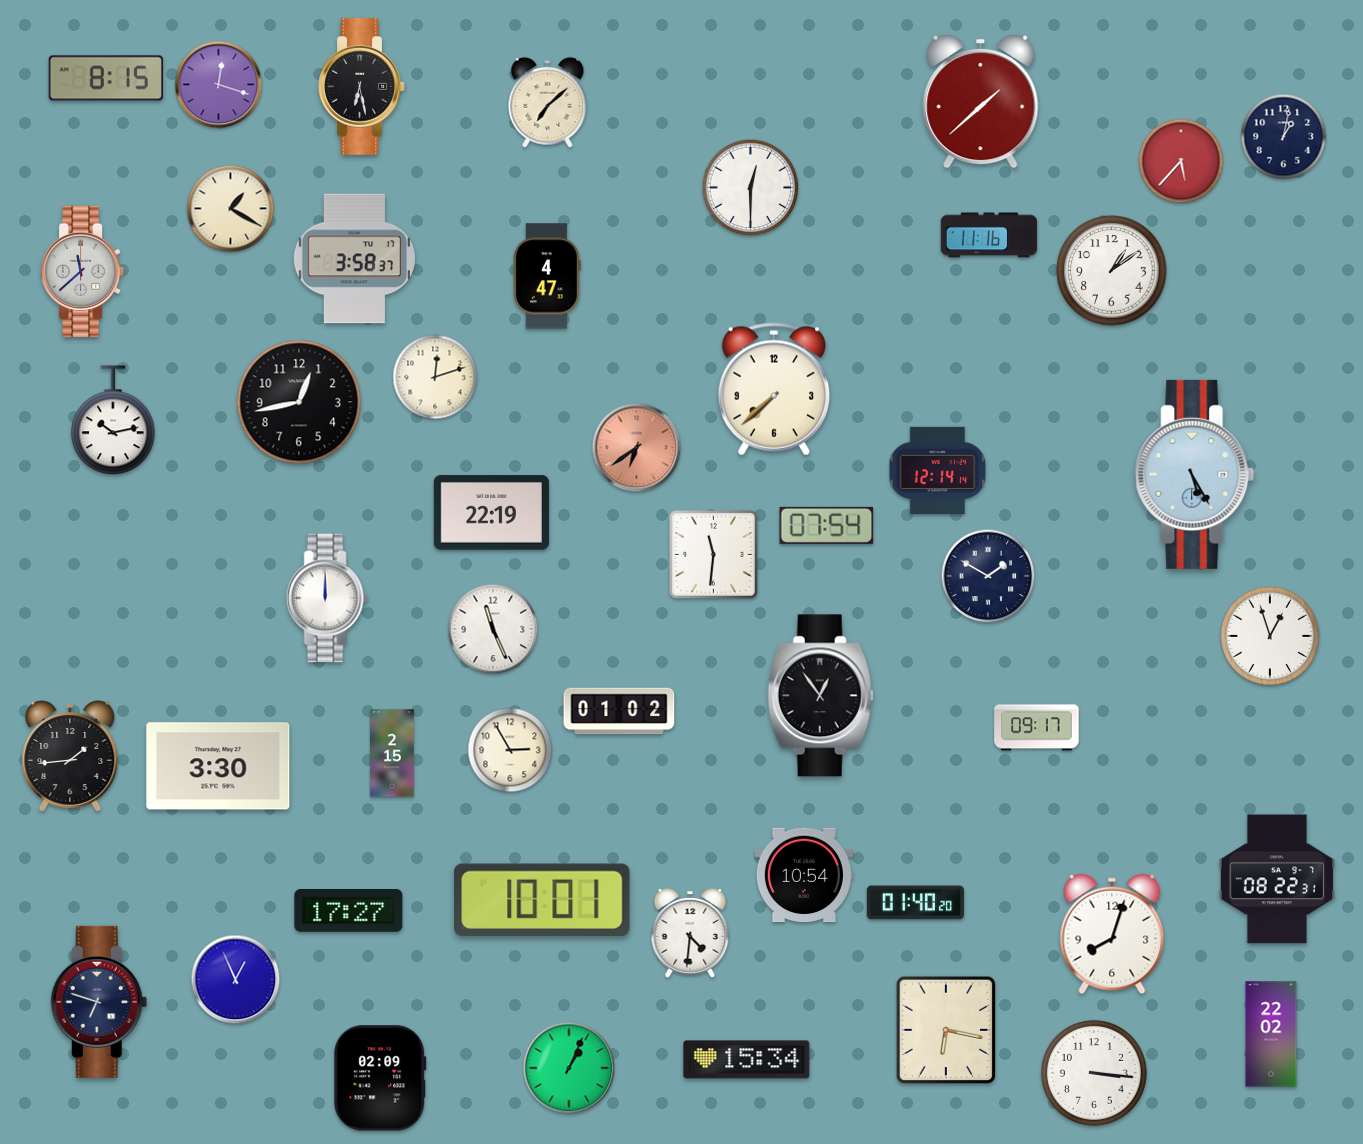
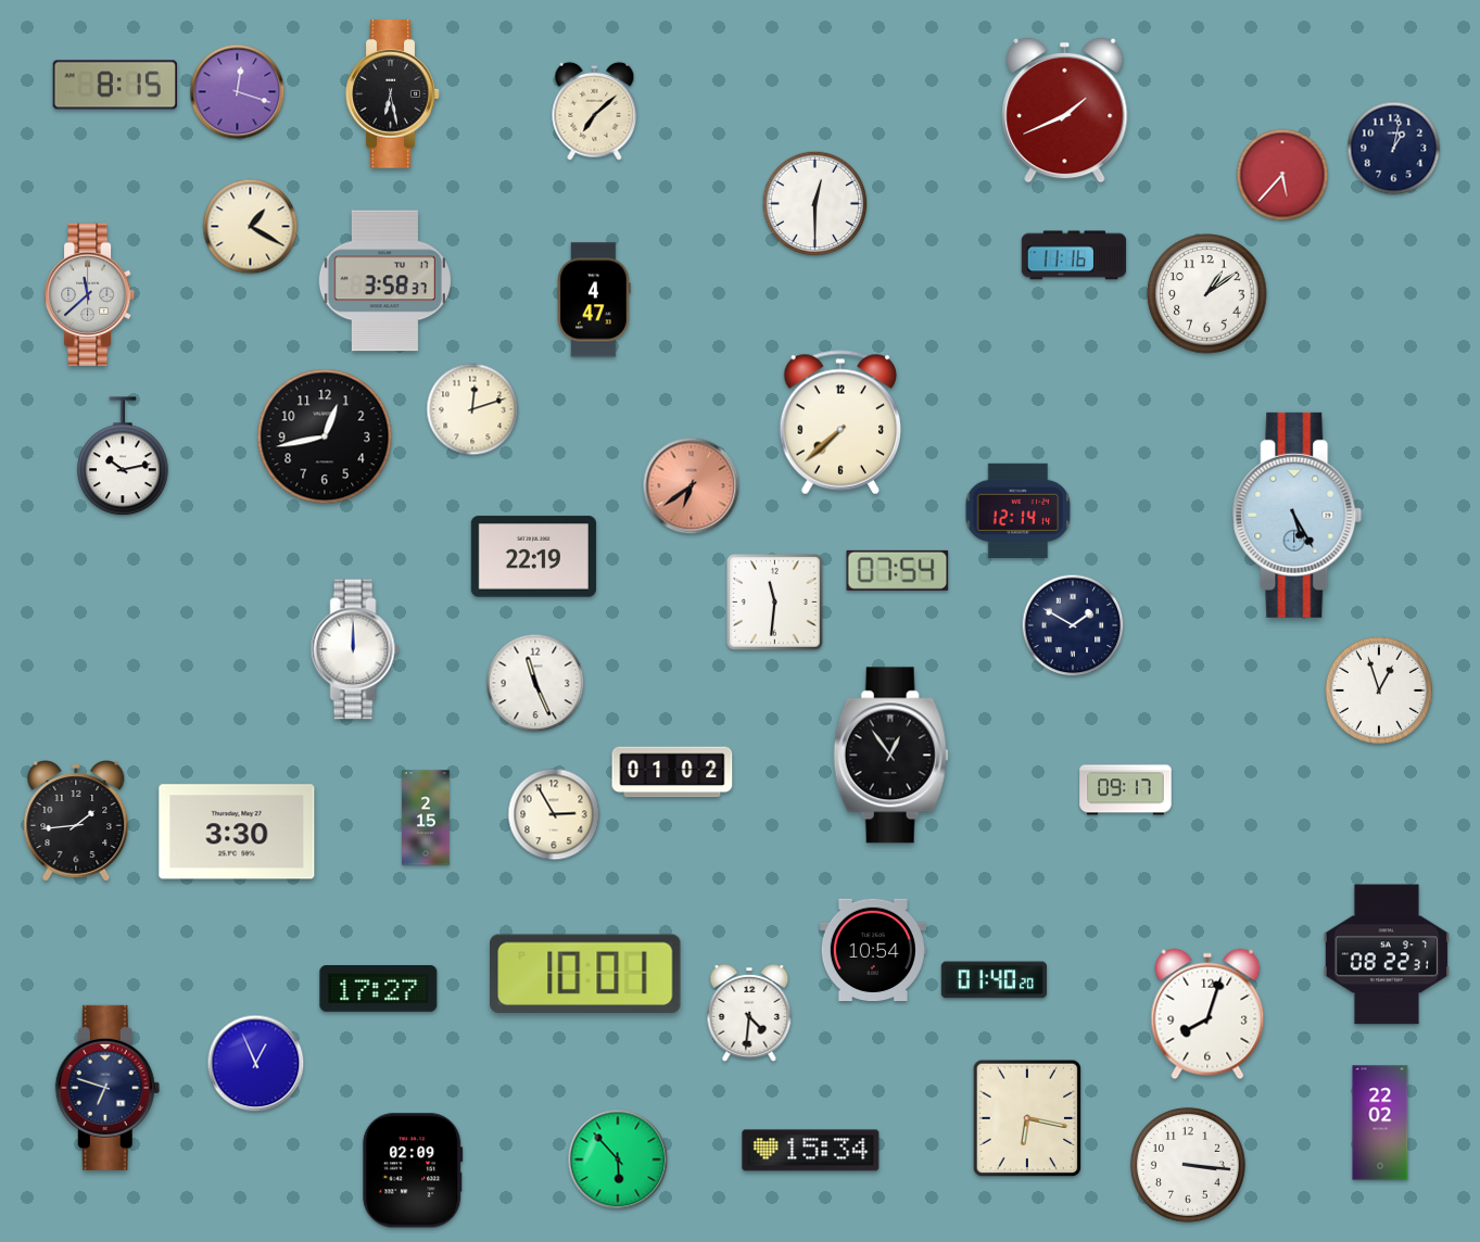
clock at (981, 101): 1:38 -> 1:41
clock at (542, 899) position: (542, 899) -> (585, 973)
clock at (569, 1068): 1:04 -> 5:53
